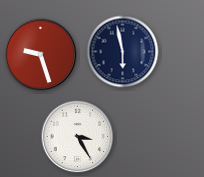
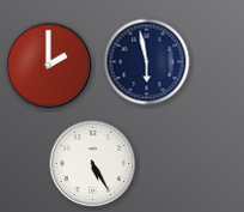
clock at (41, 55): 9:27 -> 2:00
clock at (78, 137): 3:25 -> 5:25
